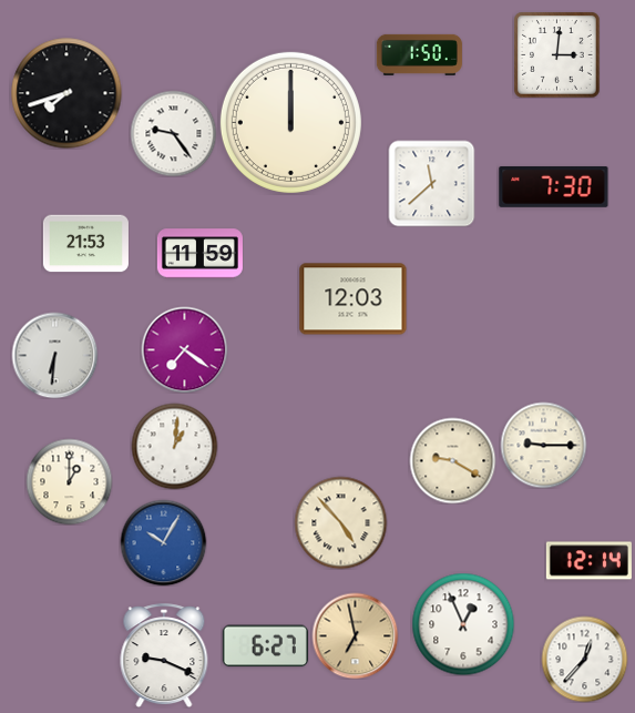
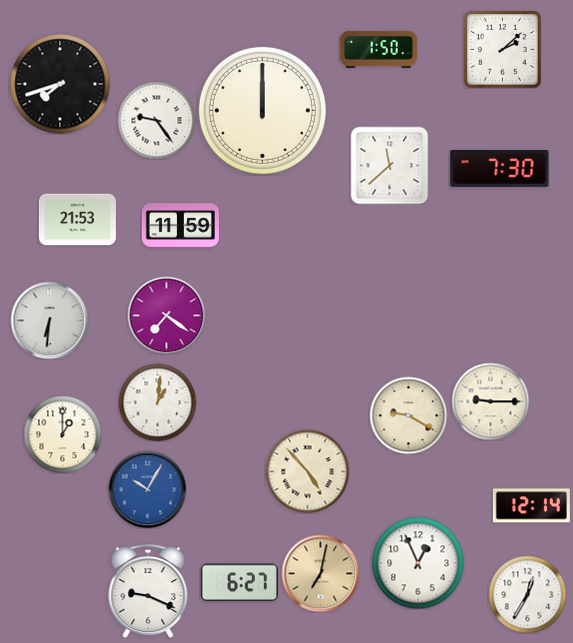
clock at (557, 55): 3:01 -> 2:08
clock at (199, 254) position: (199, 254) -> (180, 226)
clock at (354, 299): 12:03 -> none
clock at (355, 635): 6:58 -> 7:02
clock at (584, 659): 12:37 -> 12:35
